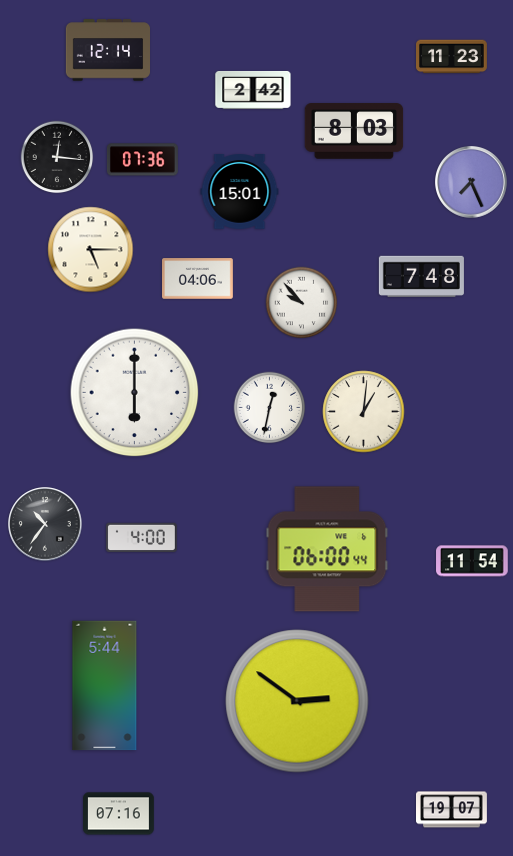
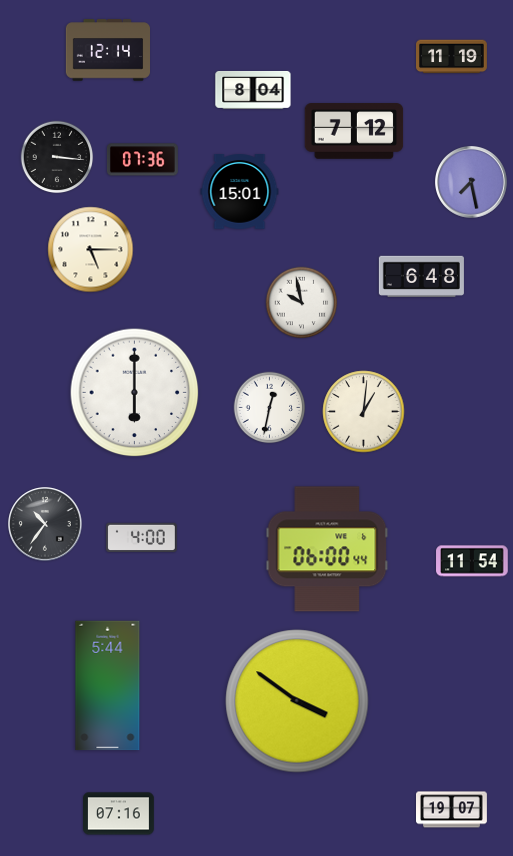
clock at (452, 57): 11:23 -> 11:19
clock at (253, 90): 2:42 -> 8:04
clock at (354, 131): 8:03 -> 7:12
clock at (57, 157): 12:16 -> 3:16
clock at (472, 183): 7:26 -> 7:28
clock at (421, 276): 7:48 -> 6:48
clock at (198, 279): 04:06 -> none
clock at (302, 303): 9:53 -> 9:58
clock at (105, 686) position: (105, 686) -> (108, 686)
clock at (297, 701): 2:51 -> 3:51
